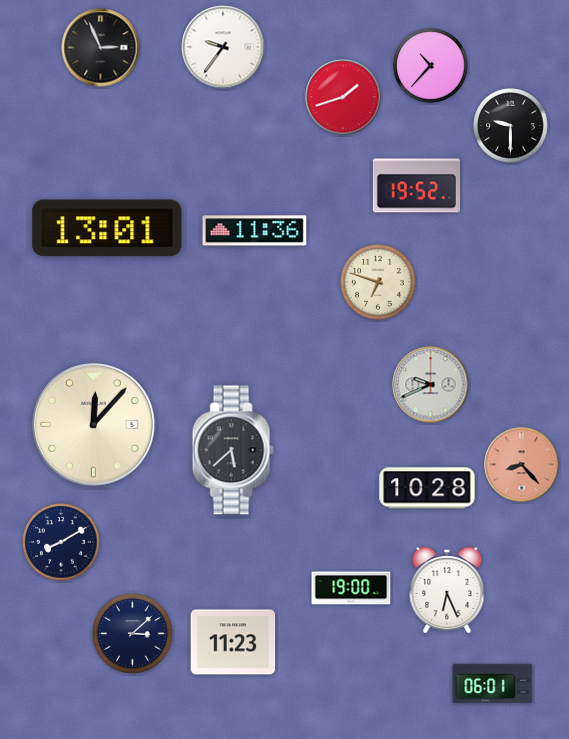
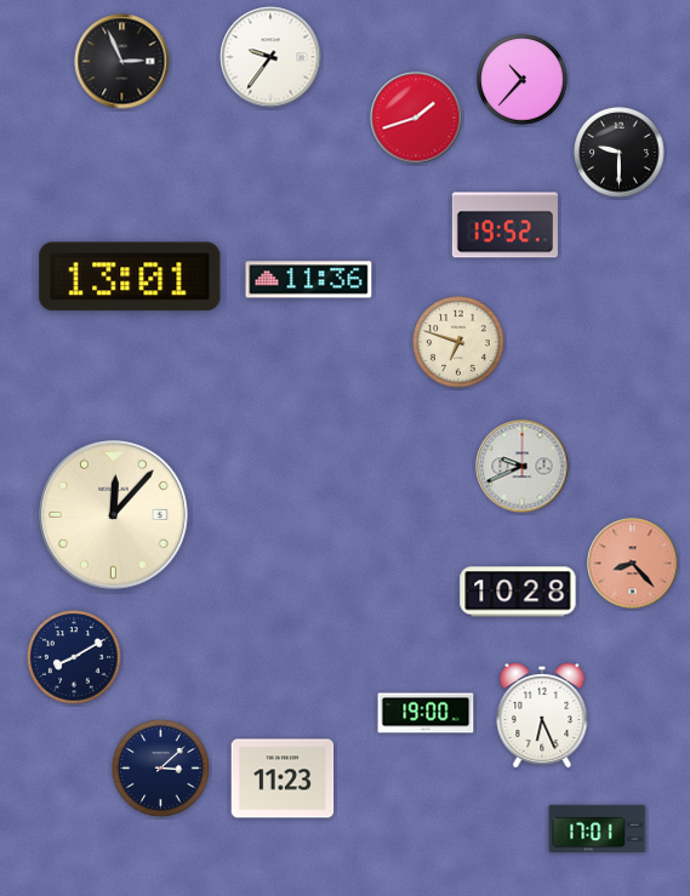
clock at (101, 48) position: (101, 48) -> (122, 62)
clock at (233, 450): 5:38 -> none
clock at (493, 684): 06:01 -> 17:01
